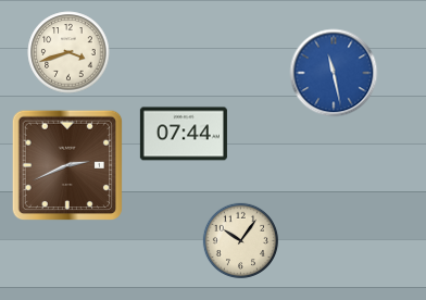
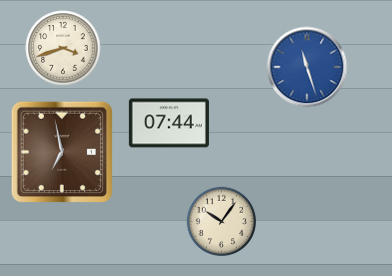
clock at (334, 73): 11:28 -> 11:27
clock at (67, 165): 2:41 -> 6:58
